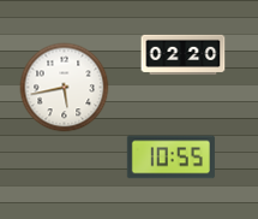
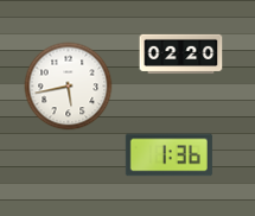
clock at (65, 88) position: (65, 88) -> (69, 87)
clock at (170, 158): 10:55 -> 1:36
